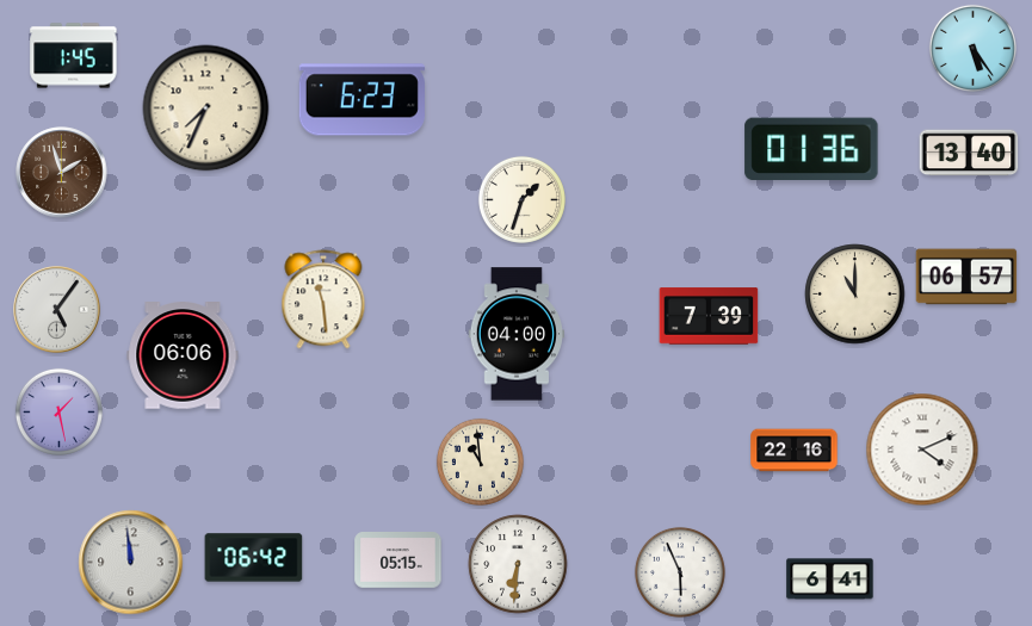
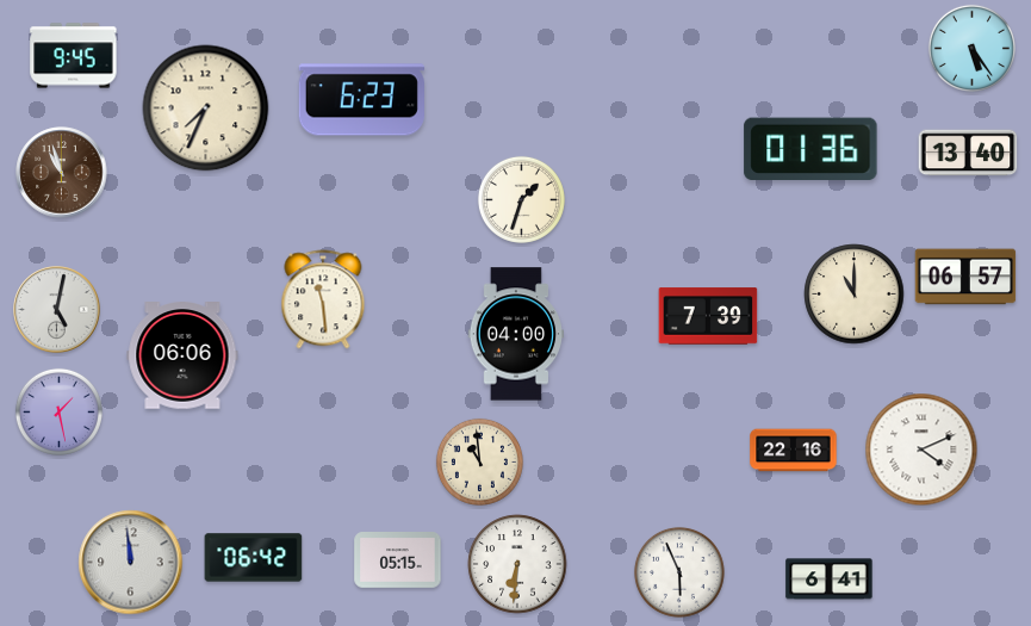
clock at (74, 56): 1:45 -> 9:45
clock at (62, 173): 1:57 -> 10:57
clock at (57, 310): 5:06 -> 5:02
